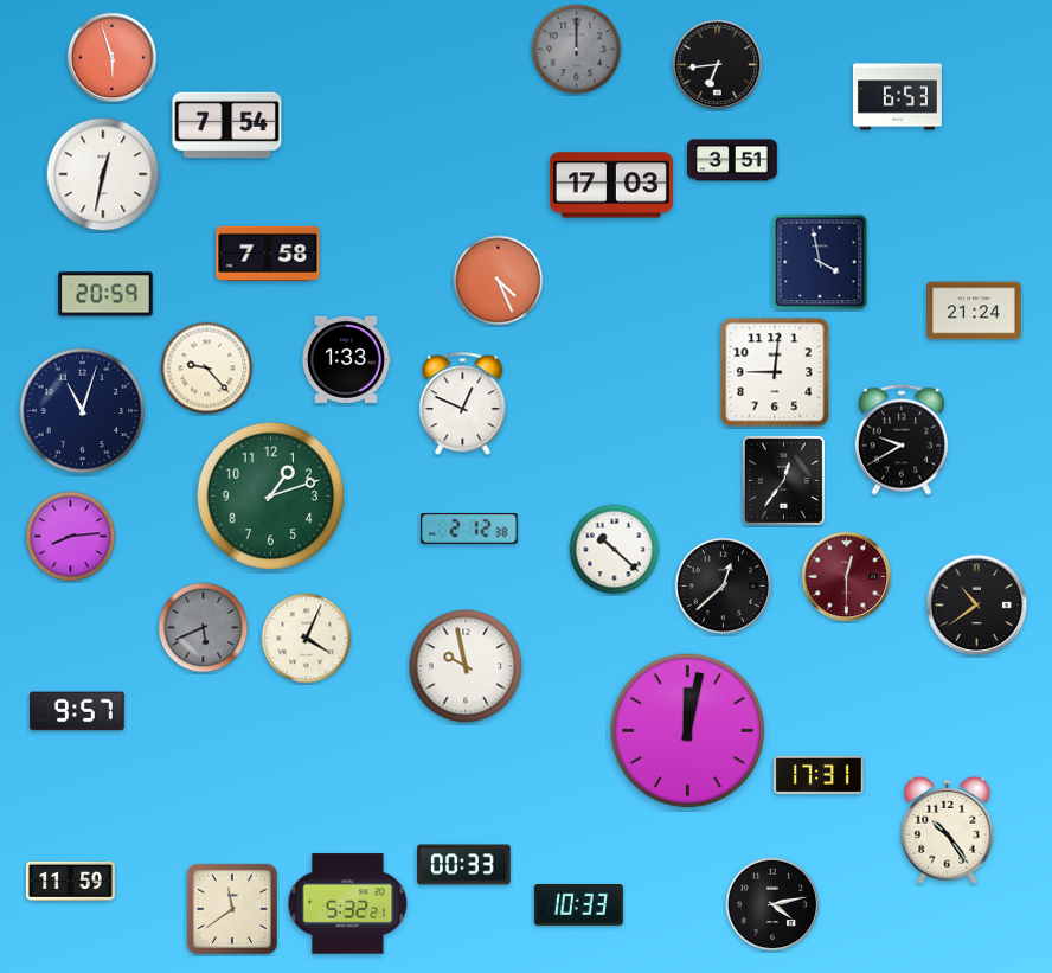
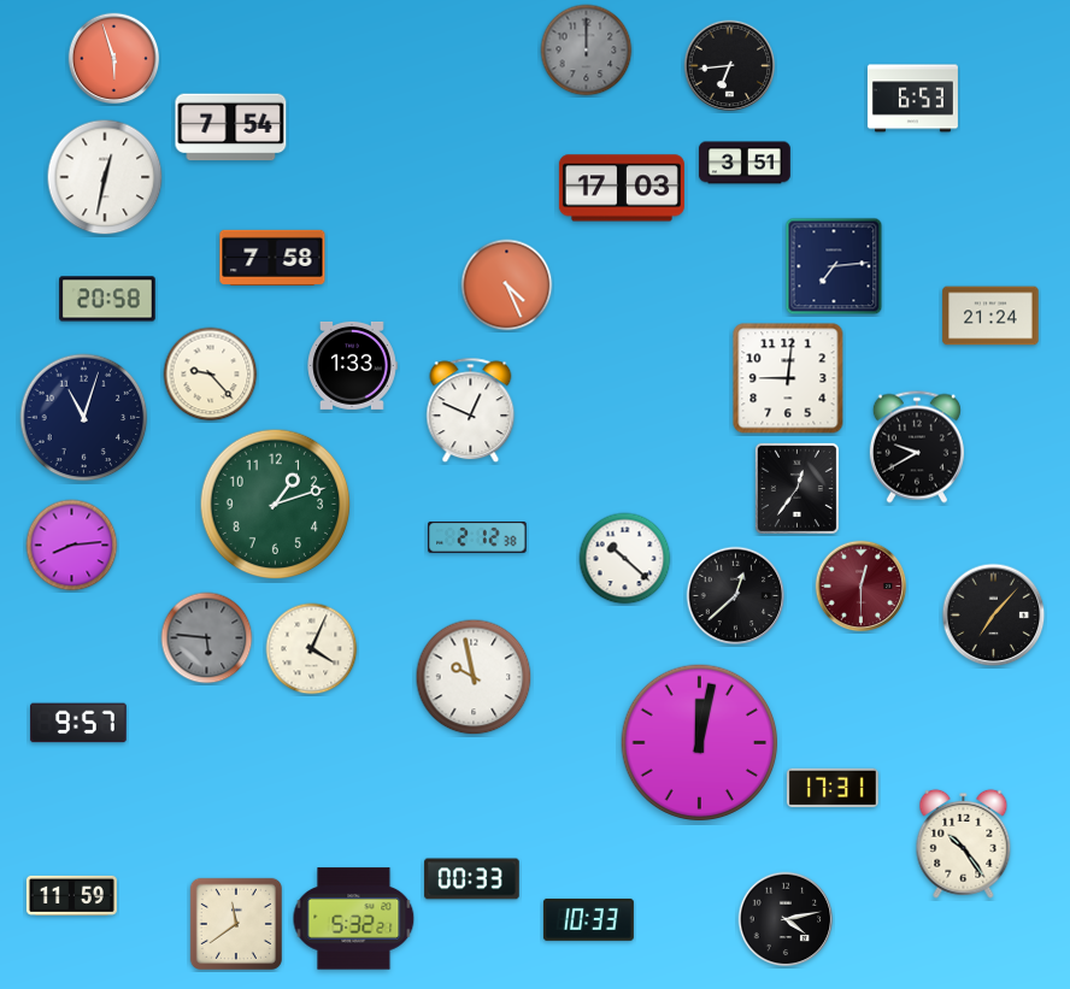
clock at (820, 262): 3:58 -> 7:14
clock at (105, 294): 20:59 -> 20:58
clock at (977, 606): 10:39 -> 7:07
clock at (204, 628): 5:41 -> 5:46
